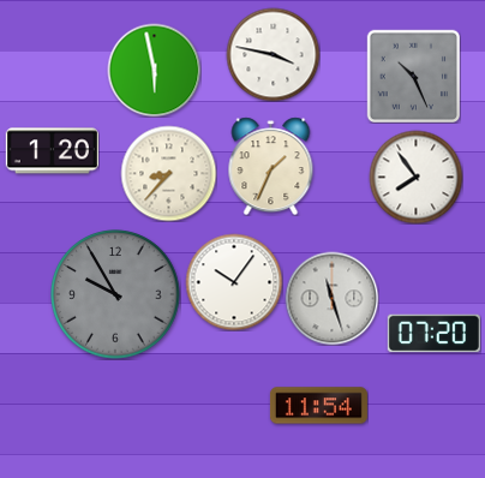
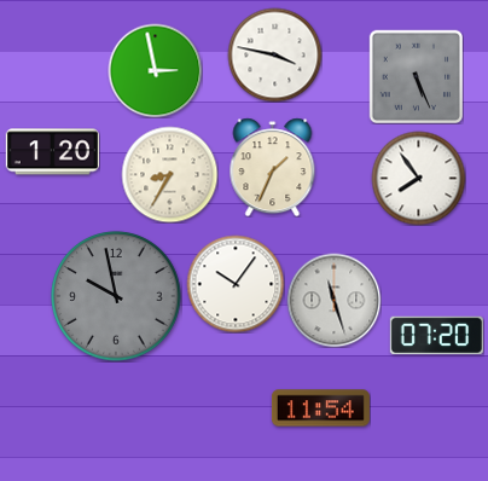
clock at (154, 70): 5:58 -> 2:58
clock at (413, 76): 10:26 -> 5:26
clock at (168, 173): 8:37 -> 8:35
clock at (115, 294): 9:55 -> 9:58
